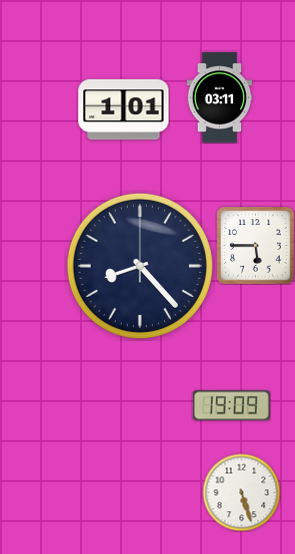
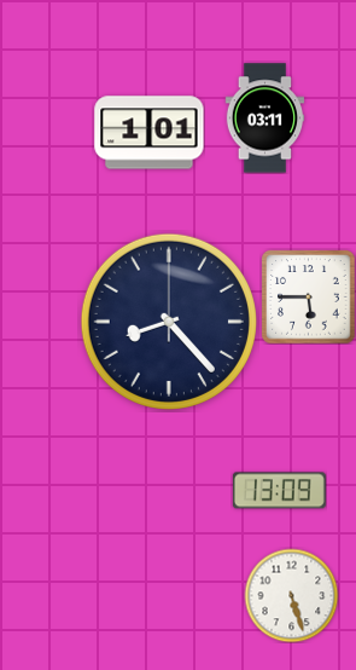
clock at (231, 406): 19:09 -> 13:09
